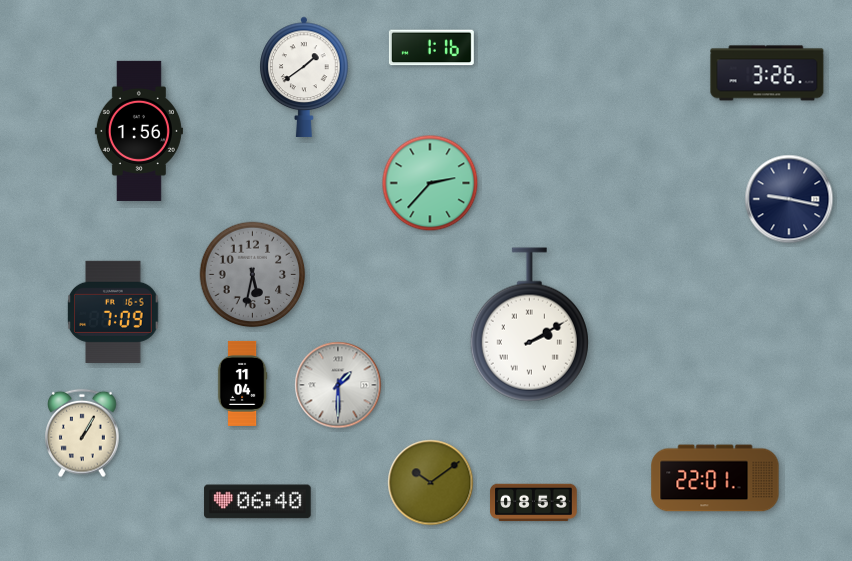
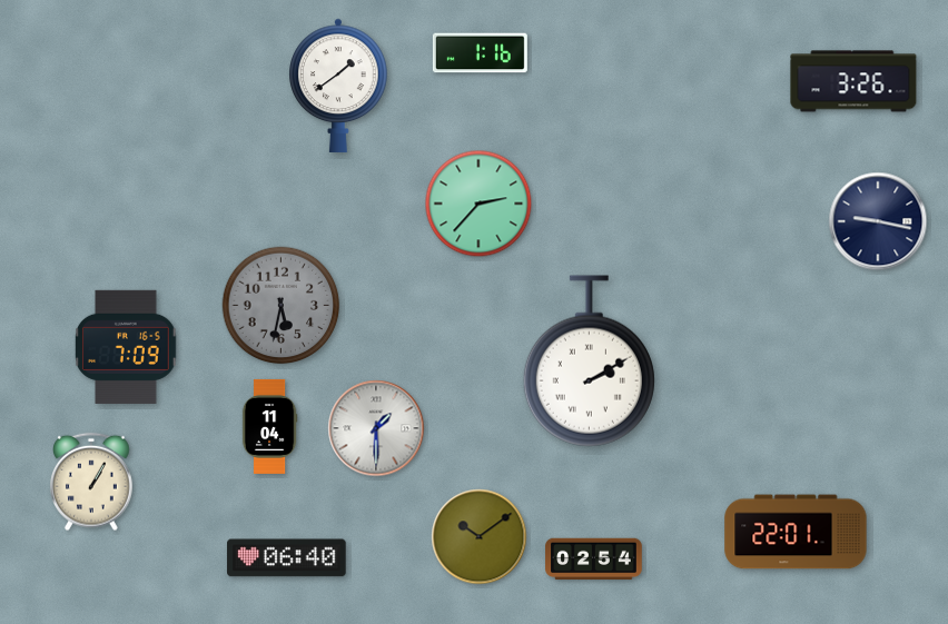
clock at (139, 131): 1:56 -> none
clock at (534, 503): 08:53 -> 02:54
